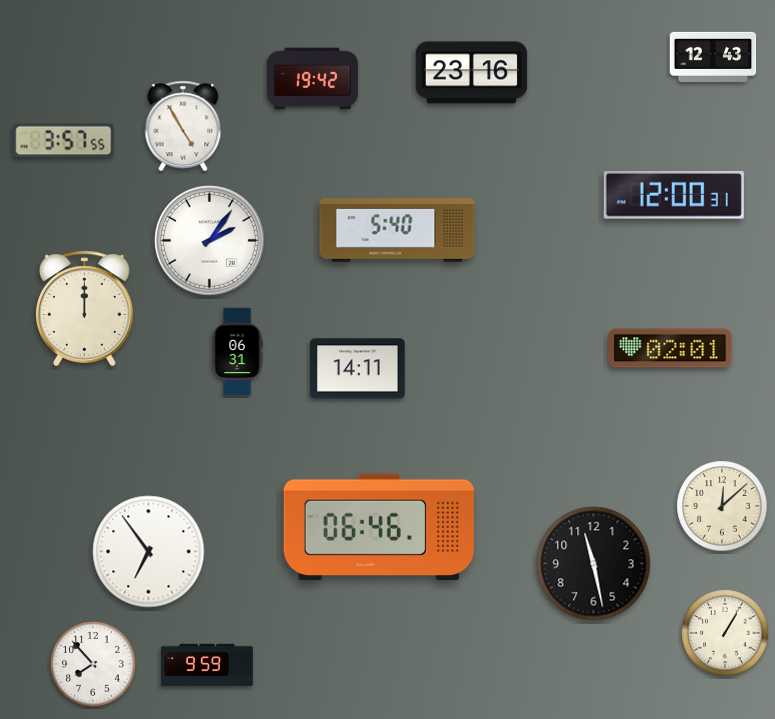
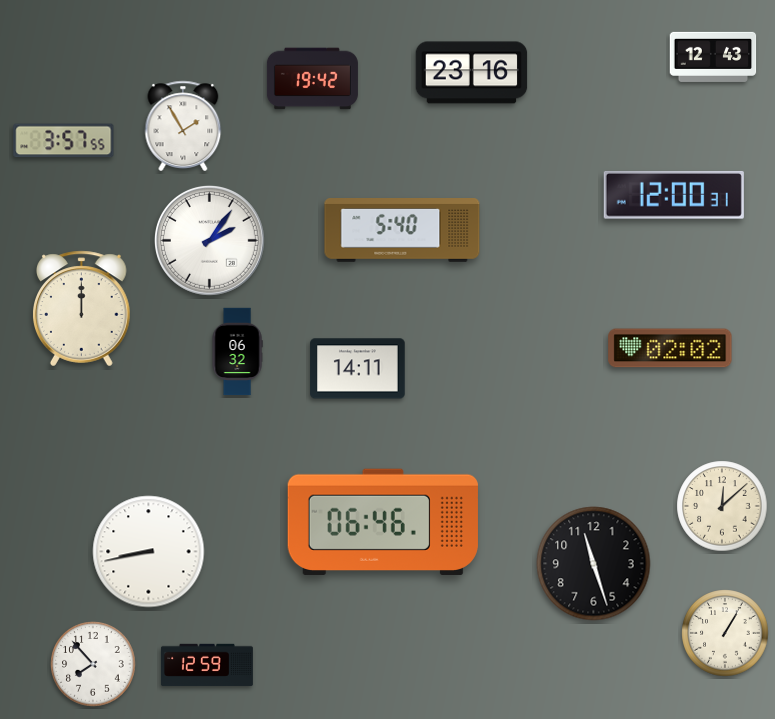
clock at (183, 125): 4:55 -> 1:55
clock at (397, 231) position: (397, 231) -> (402, 231)
clock at (85, 309) position: (85, 309) -> (82, 309)
clock at (670, 348): 02:01 -> 02:02
clock at (237, 352): 06:31 -> 06:32
clock at (379, 527) position: (379, 527) -> (383, 522)
clock at (149, 552): 6:54 -> 8:43
clock at (594, 564): 11:28 -> 11:27
clock at (207, 665): 9:59 -> 12:59
